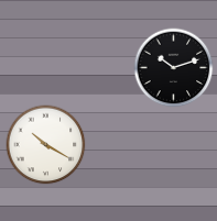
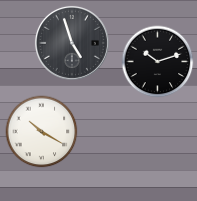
clock at (72, 43): none -> 4:57
